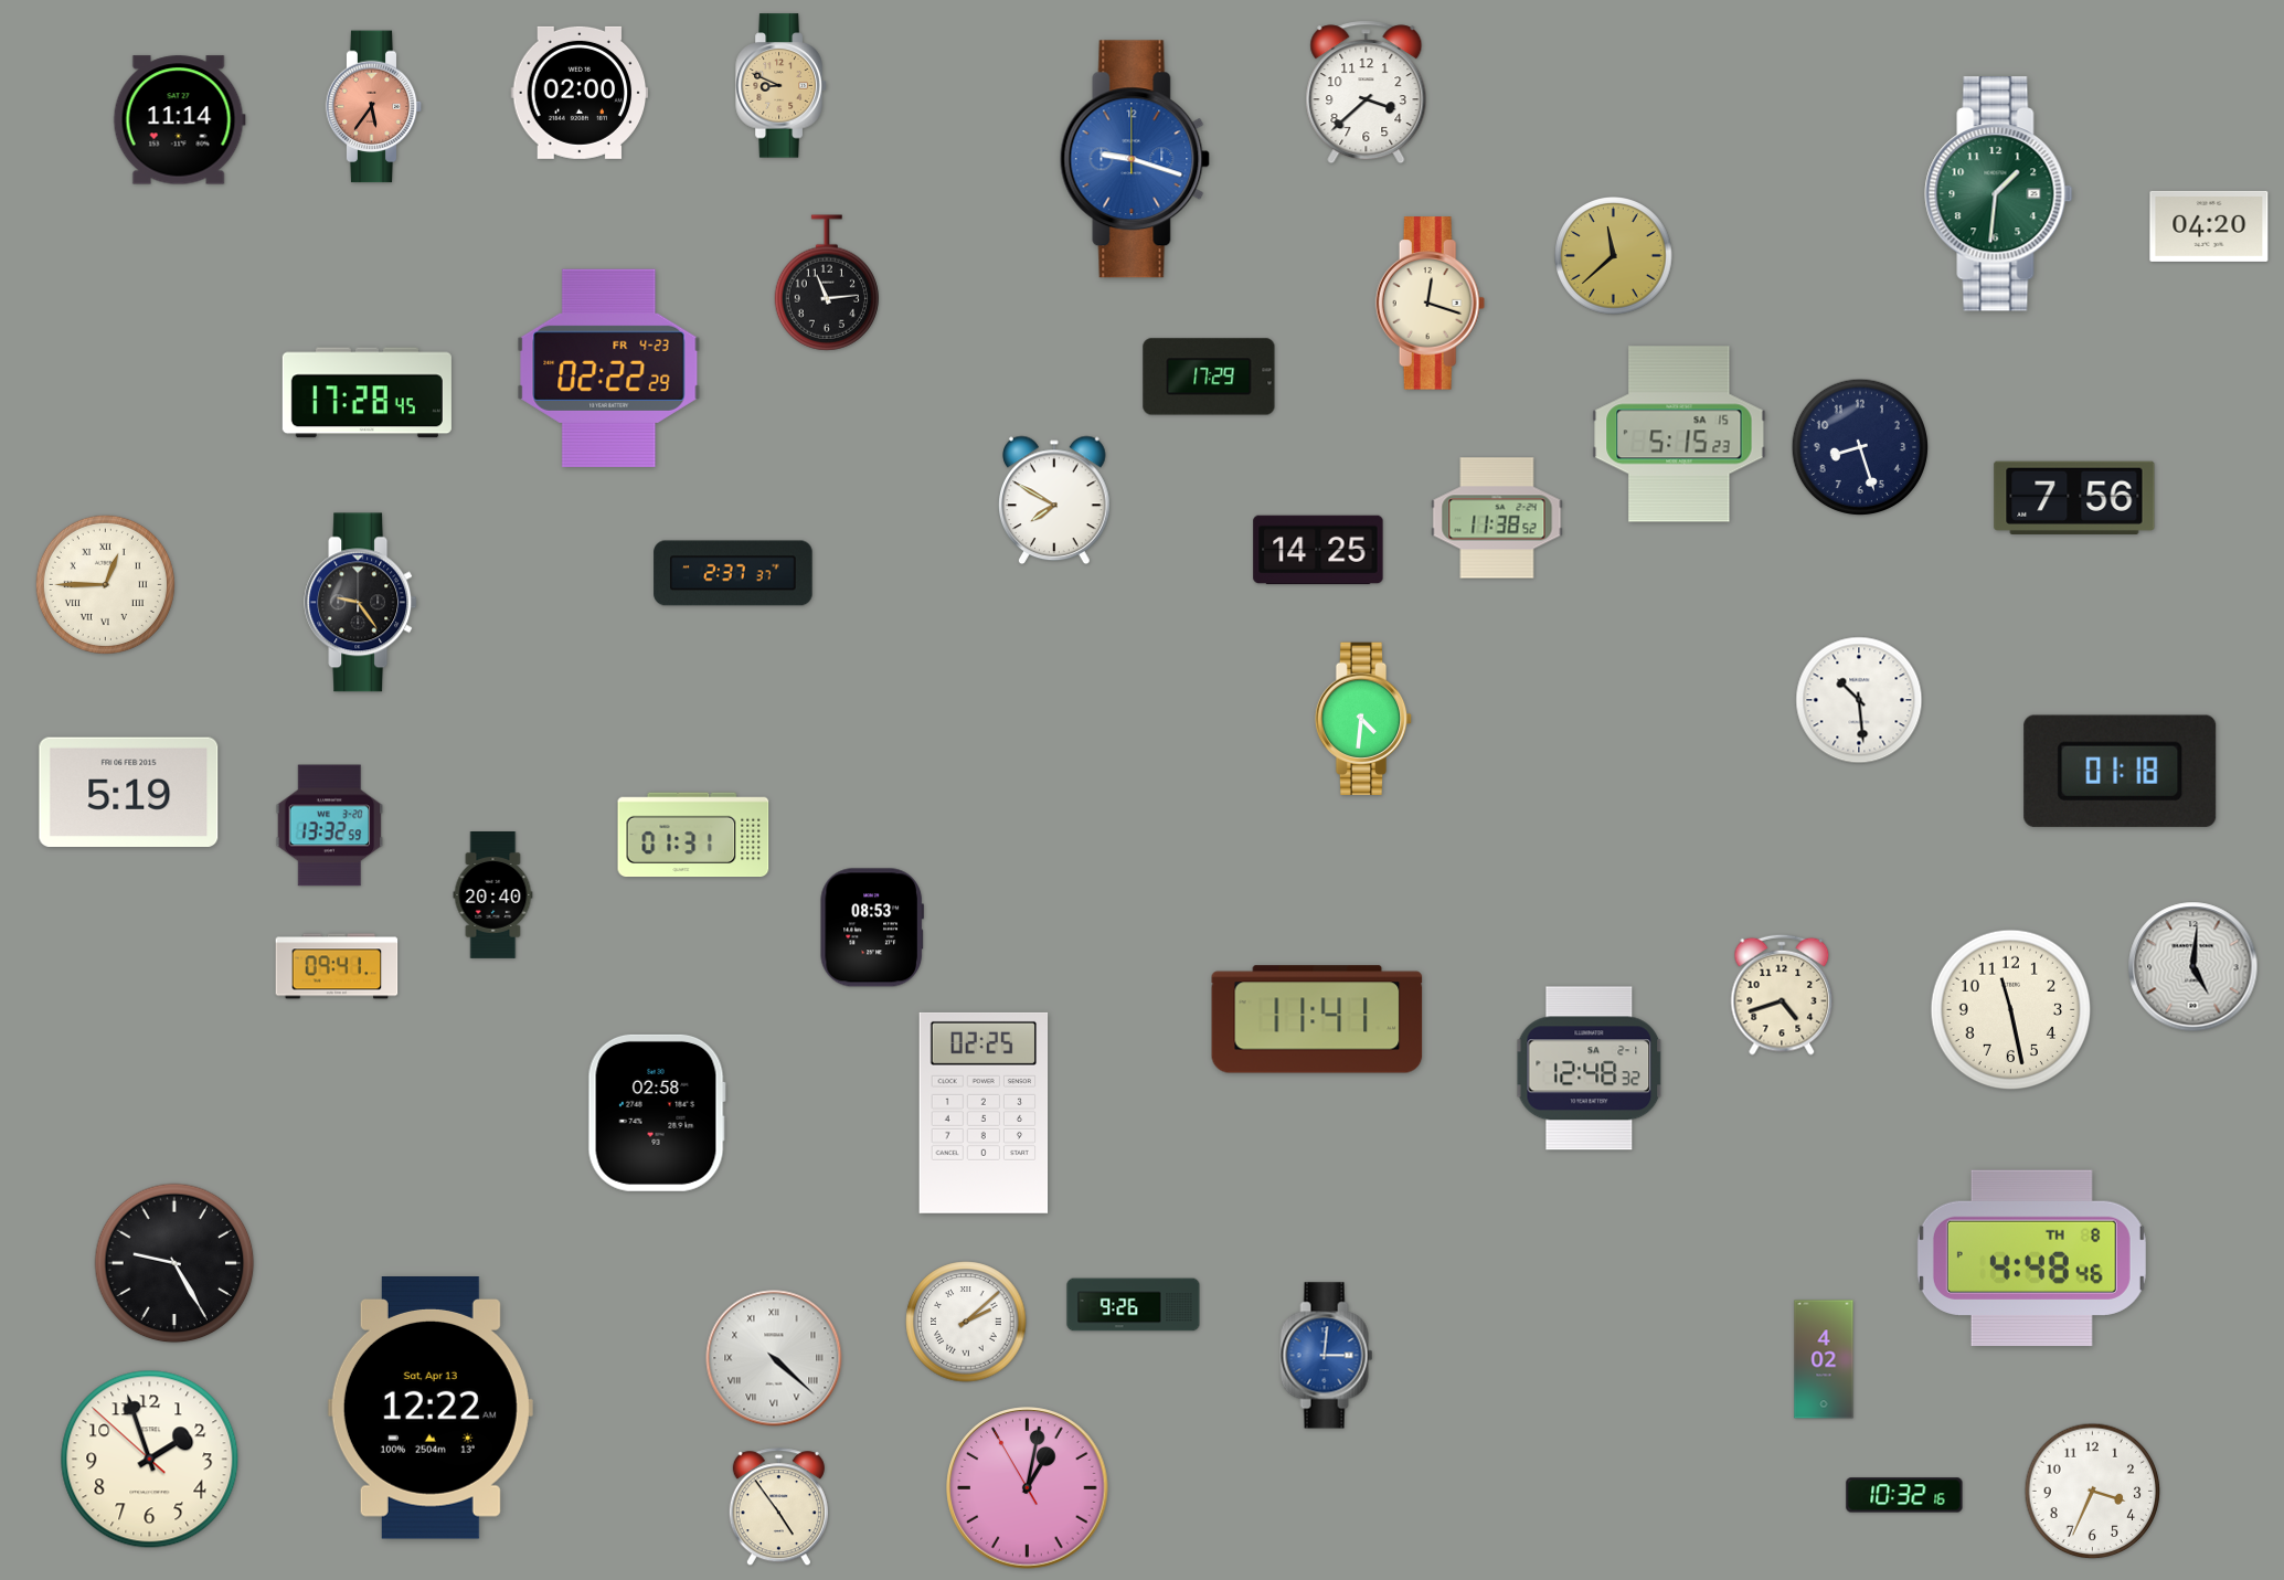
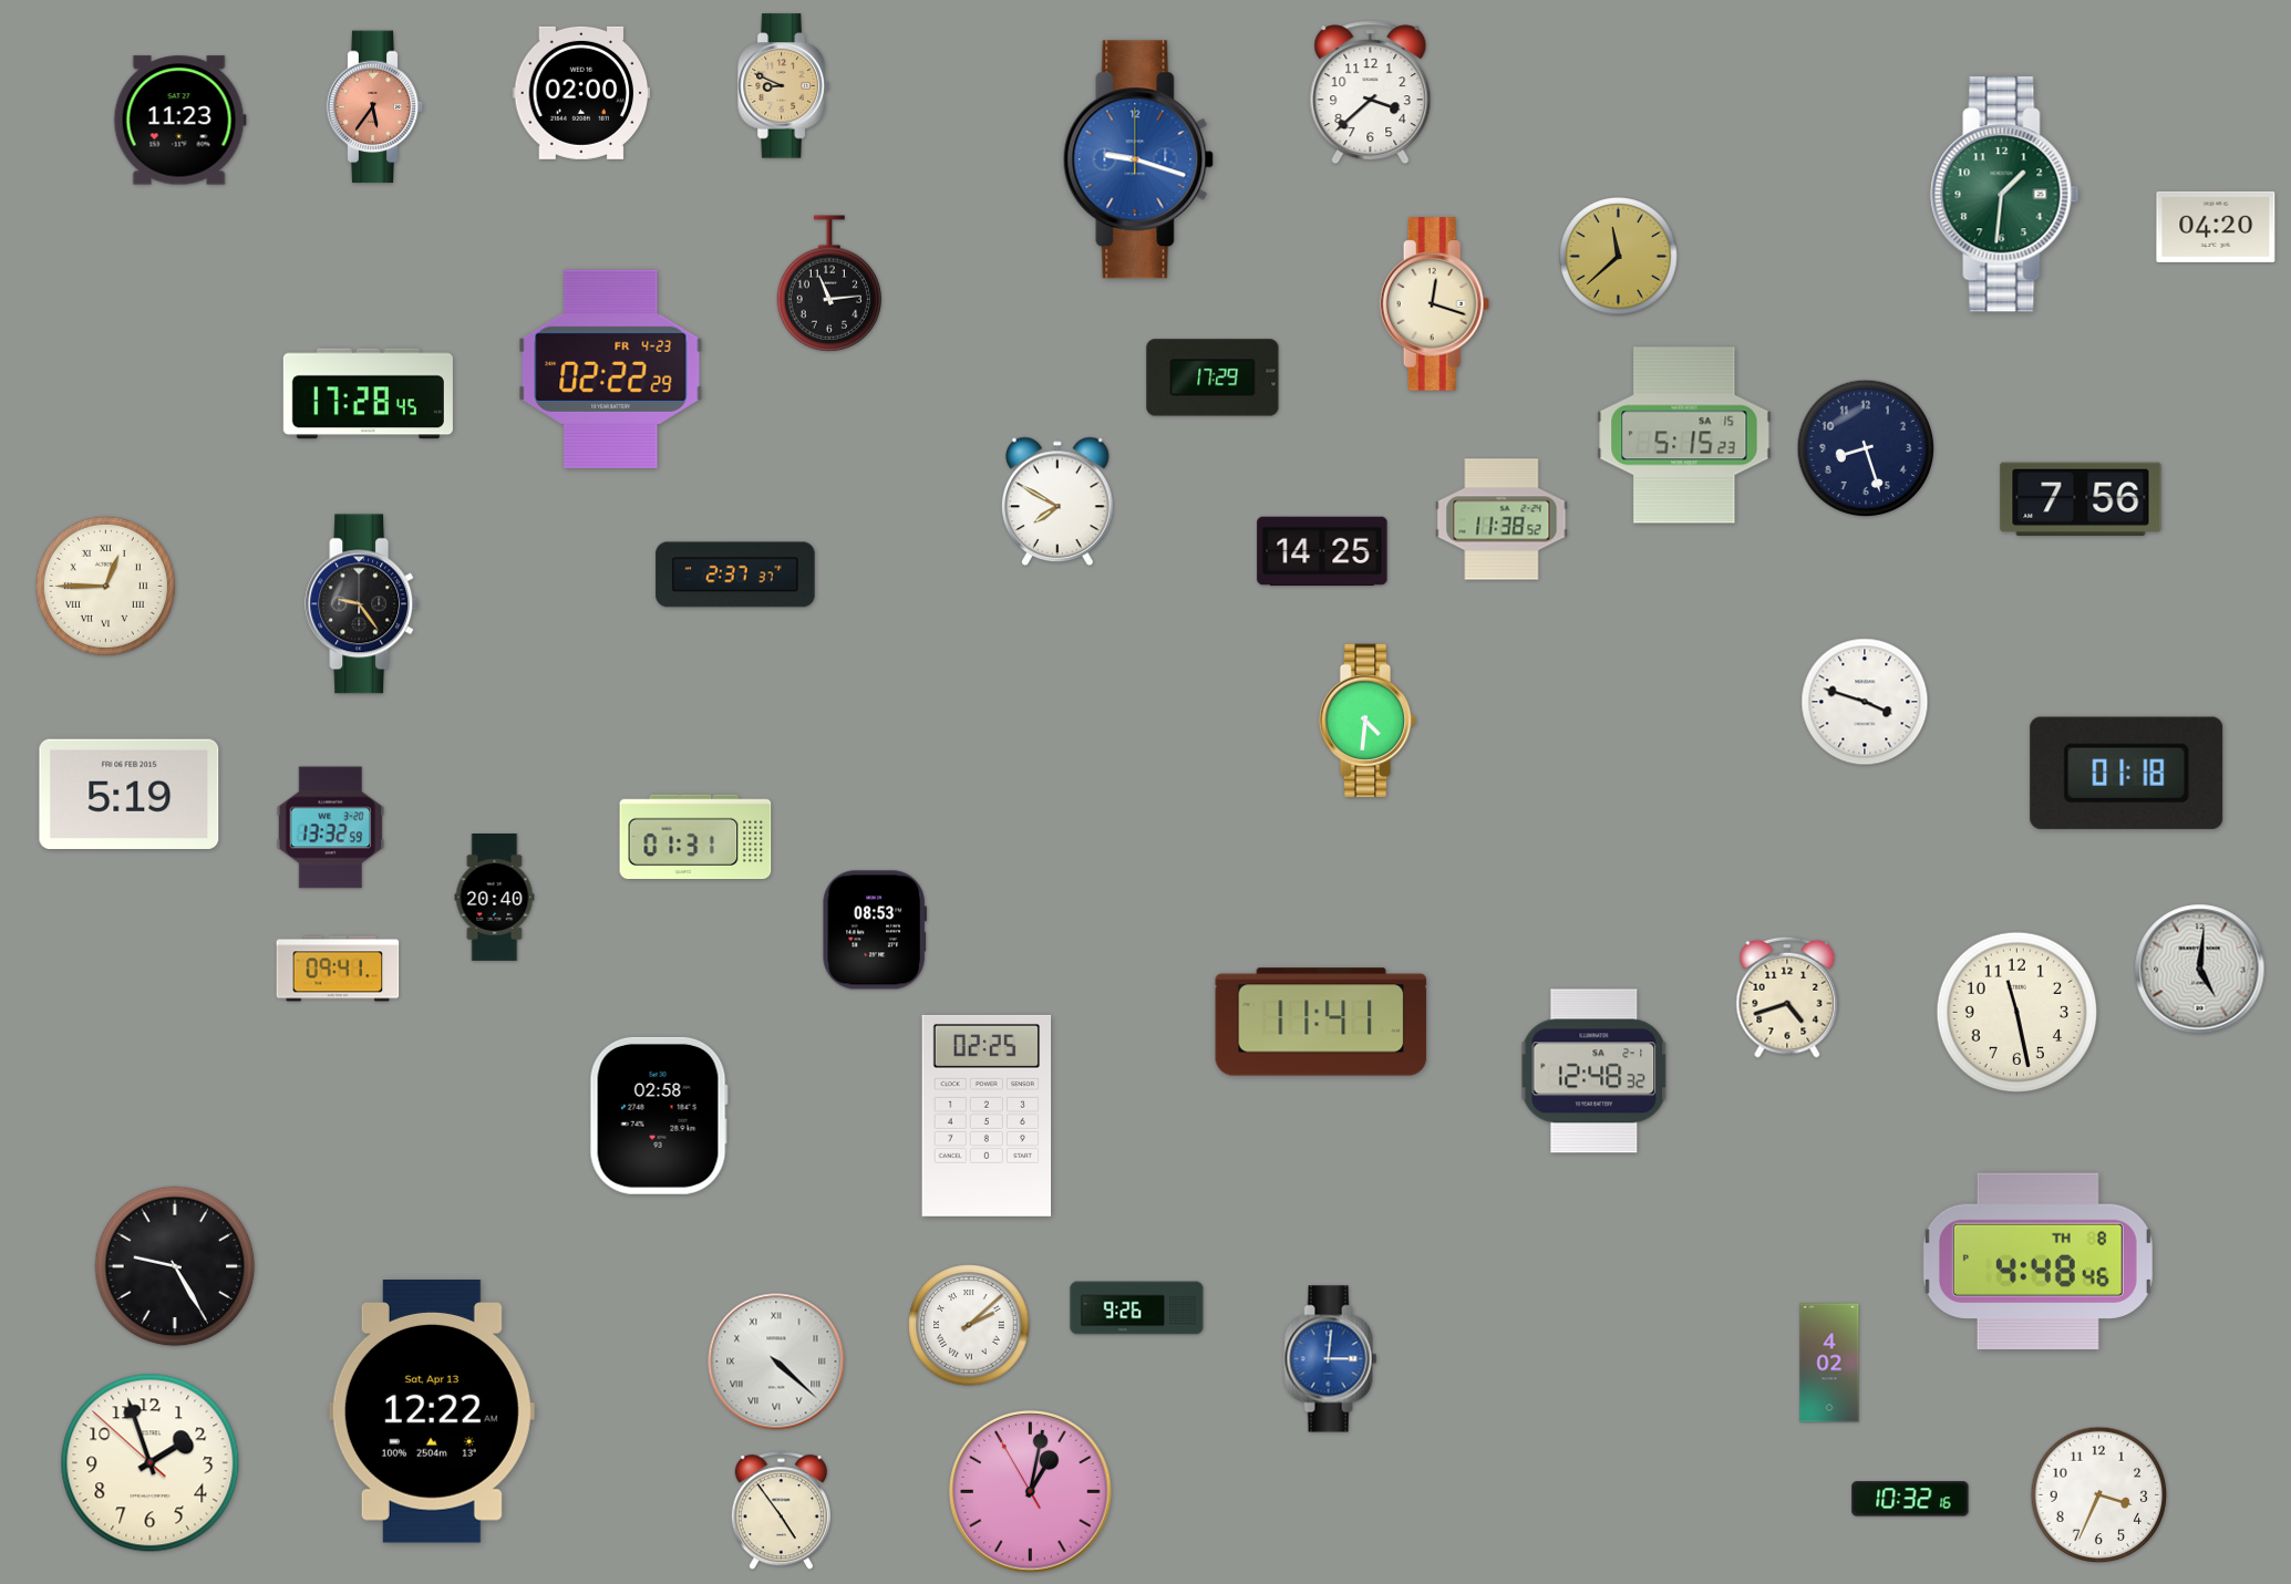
clock at (179, 120): 11:14 -> 11:23
clock at (1859, 700): 10:29 -> 3:48
